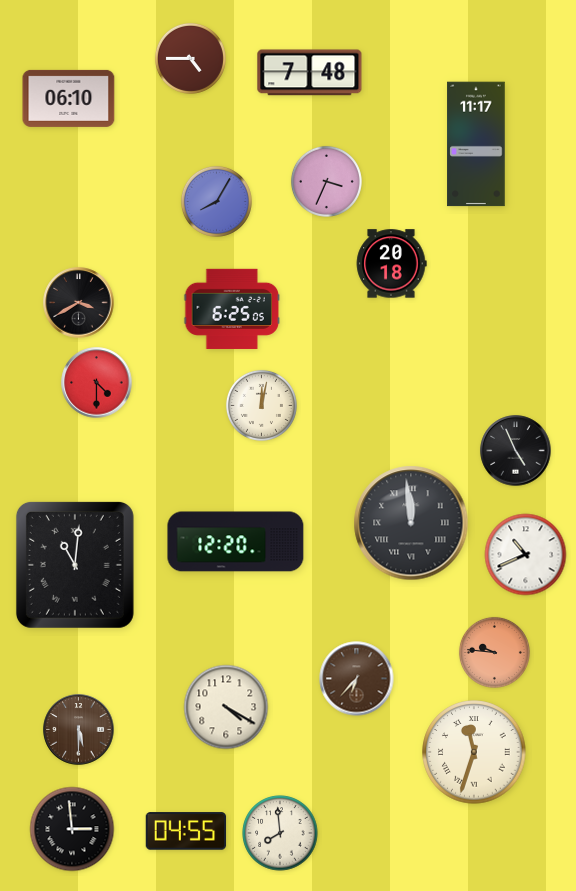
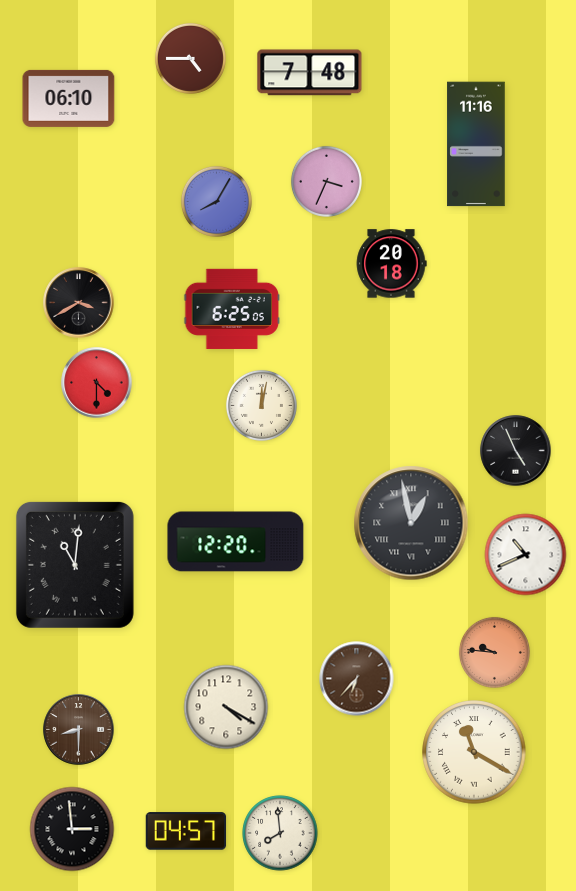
clock at (476, 144): 11:17 -> 11:16
clock at (411, 523): 11:59 -> 12:58
clock at (79, 730): 5:30 -> 8:30
clock at (474, 752): 11:33 -> 11:20
clock at (186, 831): 04:55 -> 04:57
